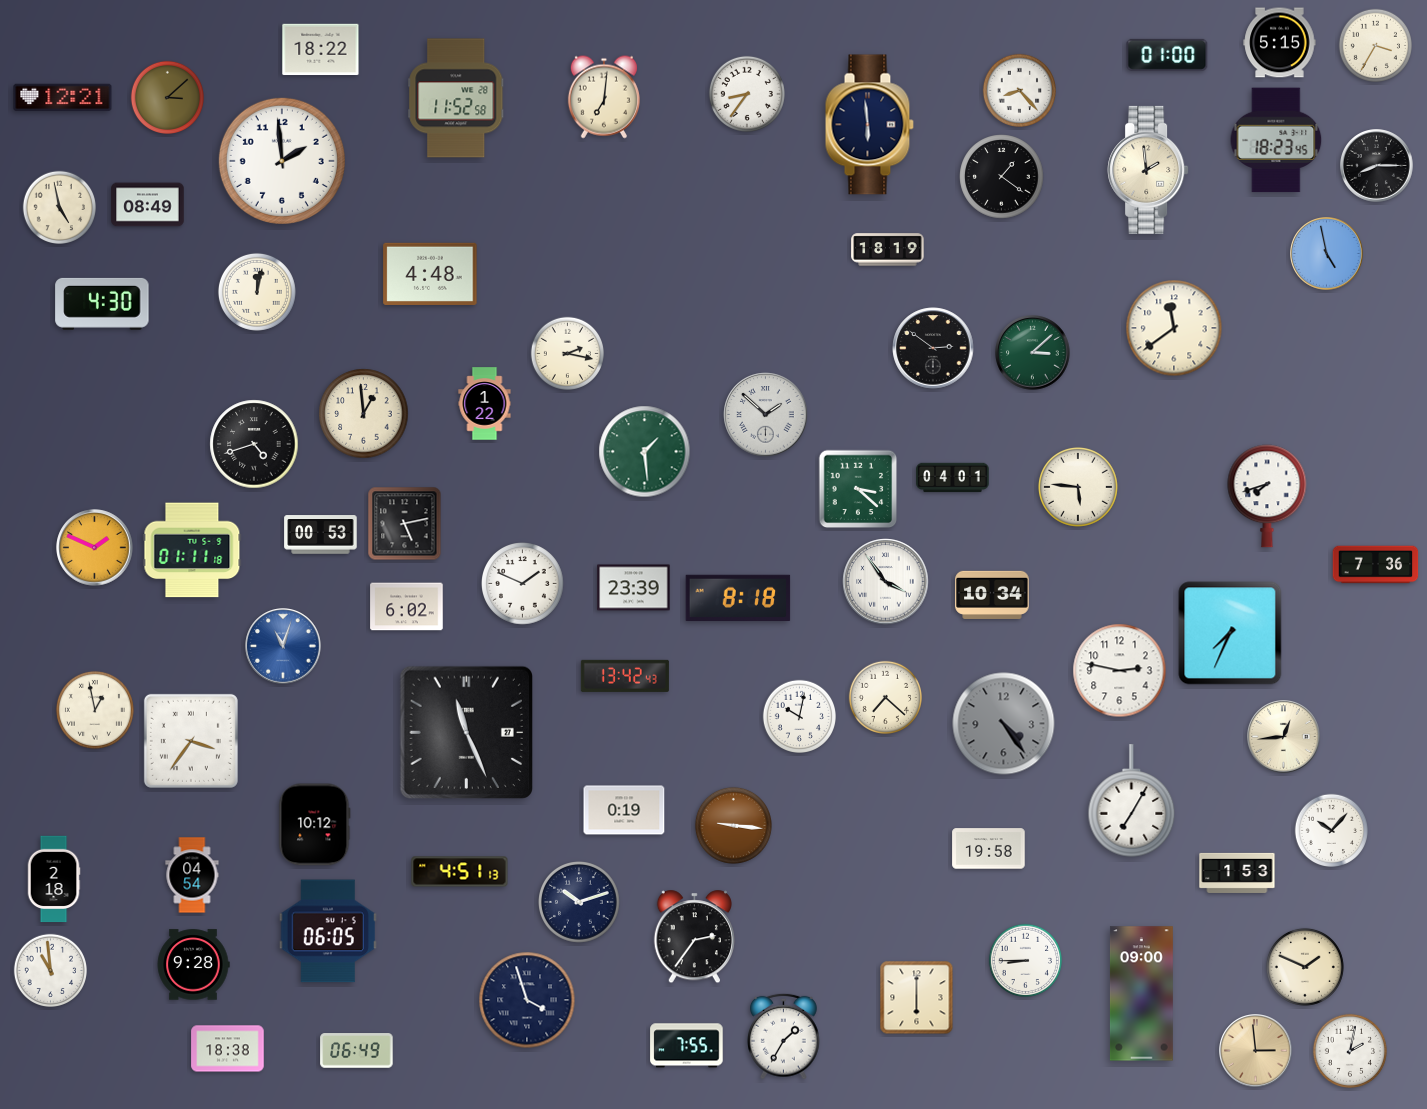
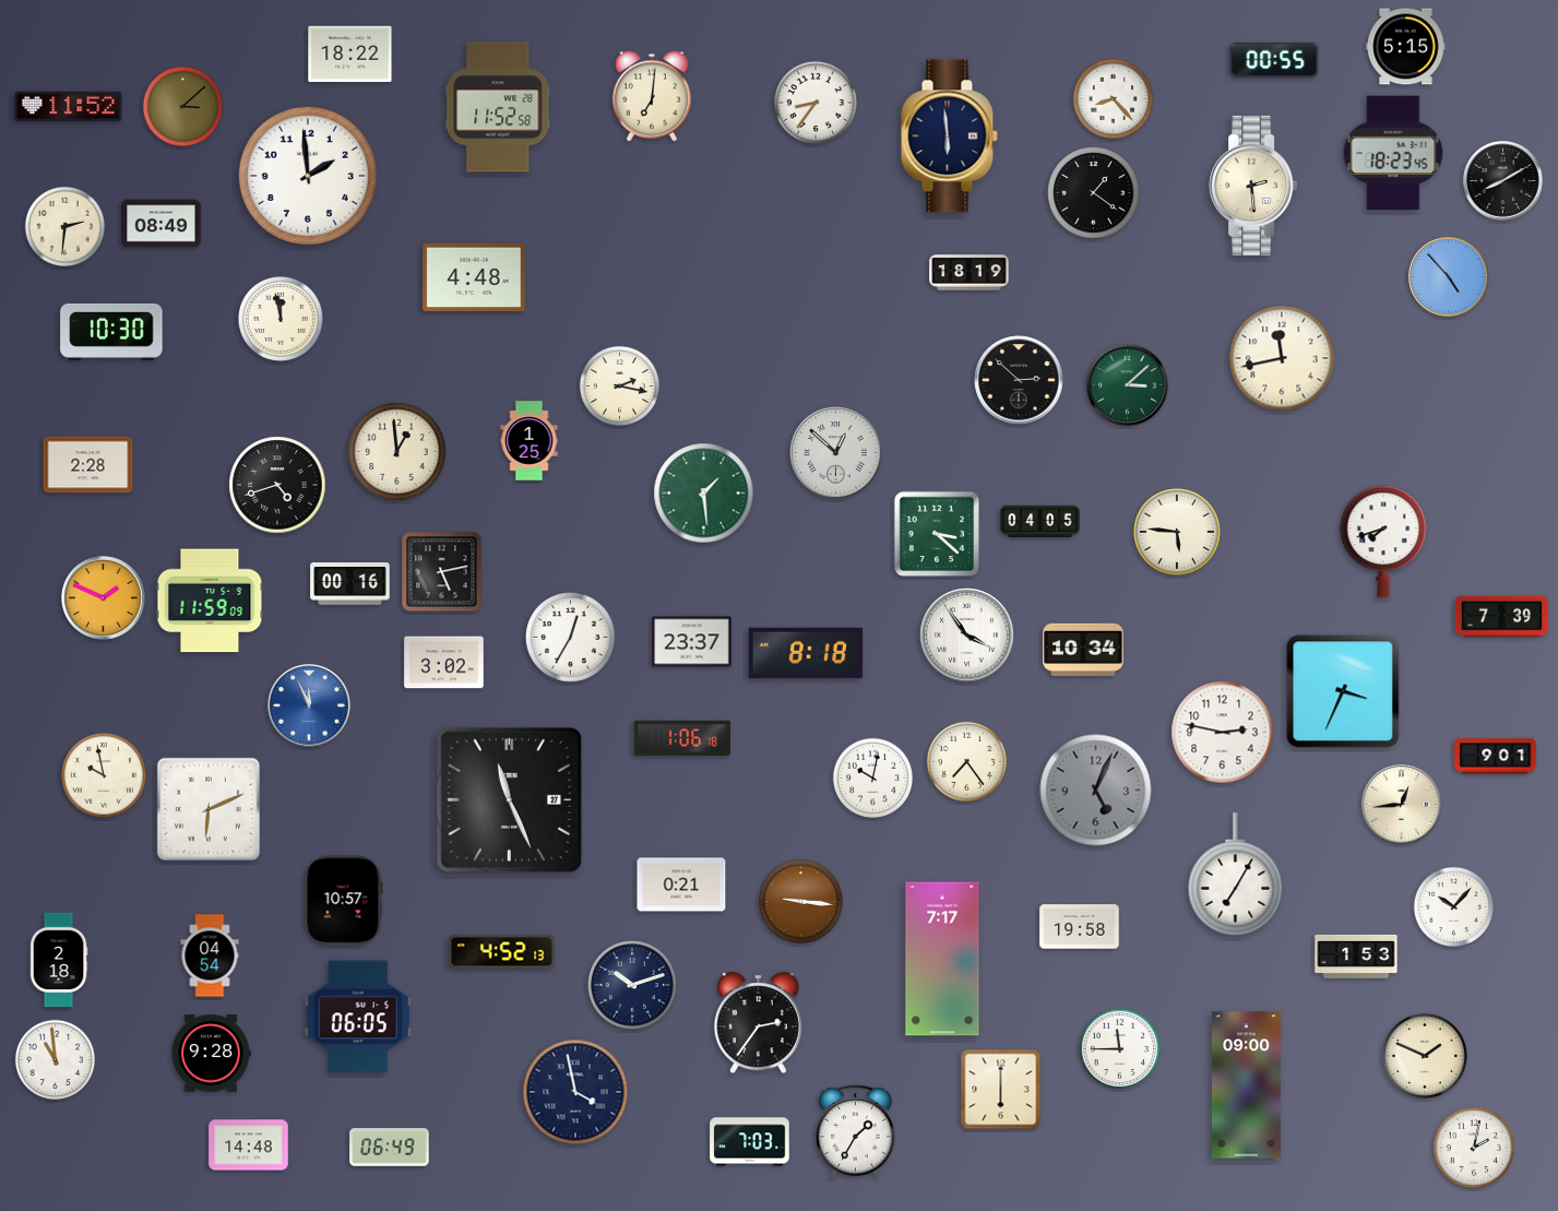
clock at (1280, 43) position: (1280, 43) -> (1406, 47)
clock at (1375, 45): 3:35 -> none
clock at (1167, 55): 01:00 -> 00:55
clock at (604, 97) position: (604, 97) -> (652, 96)
clock at (63, 98): 12:21 -> 11:52
clock at (1377, 166): 8:15 -> 8:10
clock at (1148, 170): 1:59 -> 2:29
clock at (59, 207): 4:58 -> 2:31
clock at (1327, 254): 4:58 -> 4:53
clock at (430, 273) position: (430, 273) -> (474, 276)
clock at (257, 292): 12:02 -> 11:58
clock at (102, 304): 4:30 -> 10:30
clock at (1174, 328): 11:39 -> 11:43
clock at (933, 348): 2:51 -> 2:52
clock at (485, 404): 1:22 -> 1:25
clock at (766, 415): 1:52 -> 12:52
clock at (88, 465): none -> 2:28
clock at (953, 478): 04:01 -> 04:05
clock at (321, 535): 00:53 -> 00:16
clock at (192, 550): 01:11 -> 11:59
clock at (1376, 565): 7:36 -> 7:39
clock at (523, 584): 1:49 -> 12:35
clock at (634, 588): 23:39 -> 23:37
clock at (407, 607): 6:02 -> 3:02
clock at (1230, 633): 7:34 -> 3:34
clock at (283, 646): 11:03 -> 11:56
clock at (625, 676): 13:42 -> 1:06
clock at (1496, 757): none -> 9:01
clock at (885, 697): 7:22 -> 7:24
clock at (95, 710): 12:58 -> 9:58
clock at (799, 716) position: (799, 716) -> (872, 777)
clock at (1004, 724): 4:24 -> 5:04
clock at (191, 741): 3:36 -> 6:11
clock at (624, 810): 0:19 -> 0:21
clock at (315, 825): 10:12 -> 10:57
clock at (460, 872): 4:51 -> 4:52
clock at (1237, 873) position: (1237, 873) -> (1356, 957)
clock at (942, 959): none -> 7:17
clock at (1025, 960): 8:45 -> 11:45
clock at (527, 1000): 3:57 -> 3:58
clock at (687, 1046): 7:55 -> 7:03
clock at (228, 1049): 18:38 -> 14:48
clock at (1256, 1051): 2:59 -> none
